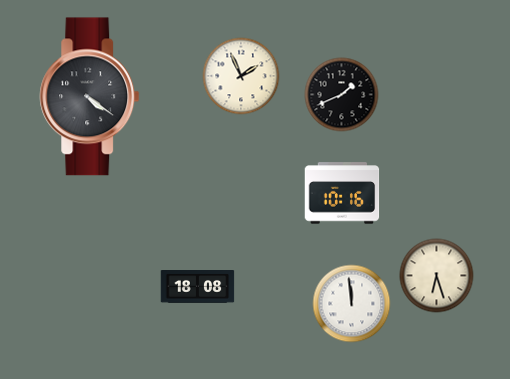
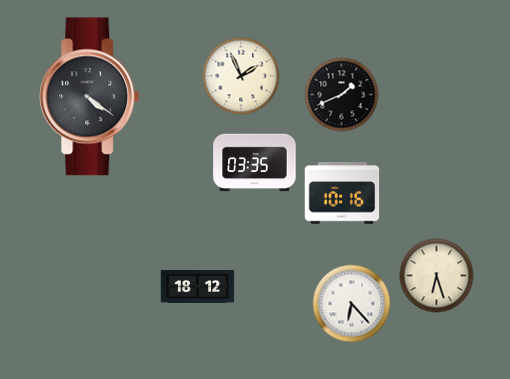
clock at (255, 163): none -> 03:35
clock at (198, 287): 18:08 -> 18:12
clock at (352, 304): 11:59 -> 6:23
